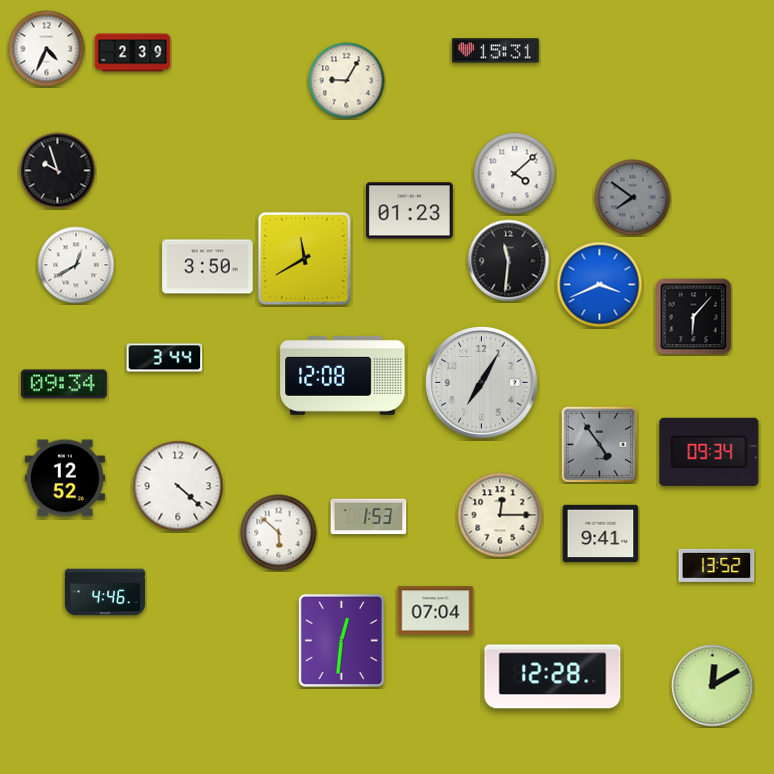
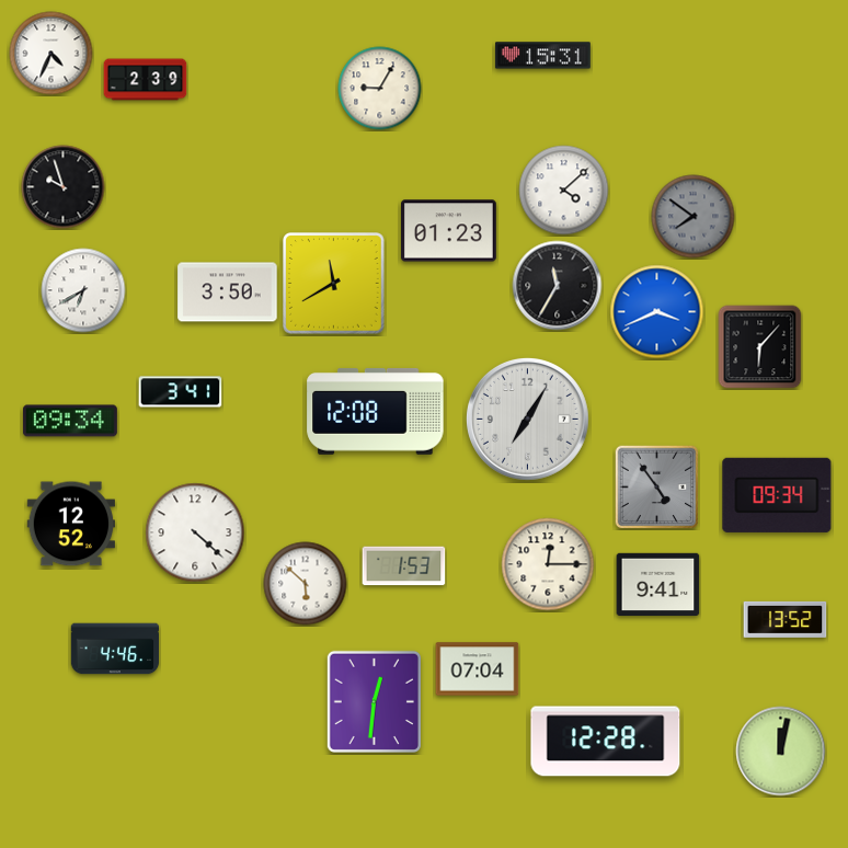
clock at (133, 53) position: (133, 53) -> (146, 80)
clock at (509, 261): 11:31 -> 11:35
clock at (76, 265): 12:40 -> 6:40
clock at (165, 358): 3:44 -> 3:41
clock at (713, 686): 12:10 -> 12:02
